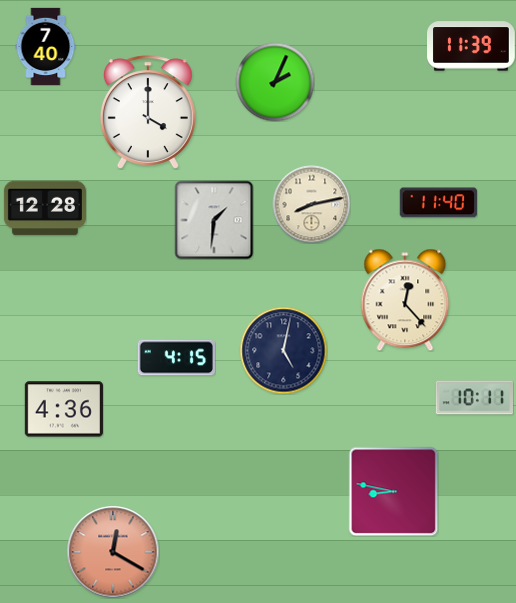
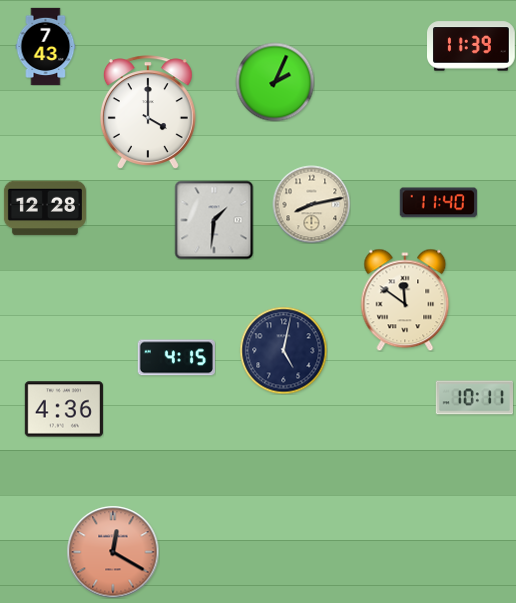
clock at (46, 46): 7:40 -> 7:43
clock at (405, 300): 12:23 -> 11:51
clock at (393, 491): 8:47 -> none
